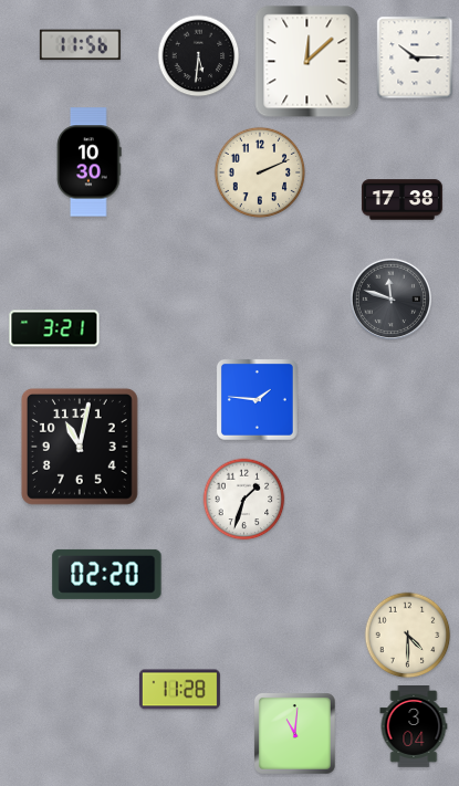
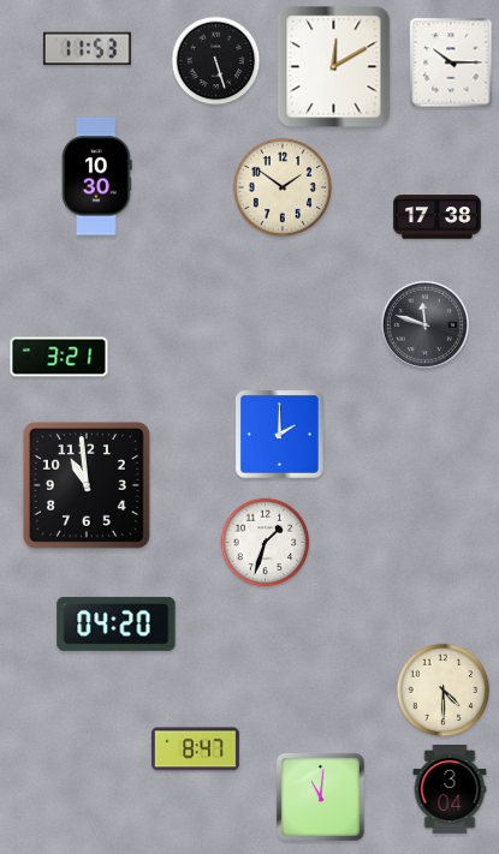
clock at (80, 45): 11:56 -> 11:53
clock at (199, 56): 5:31 -> 5:27
clock at (307, 62): 12:08 -> 12:10
clock at (259, 171): 2:11 -> 1:51
clock at (258, 400): 1:46 -> 2:00
clock at (80, 447): 11:02 -> 10:59
clock at (107, 574): 02:20 -> 04:20
clock at (179, 690): 11:28 -> 8:47
